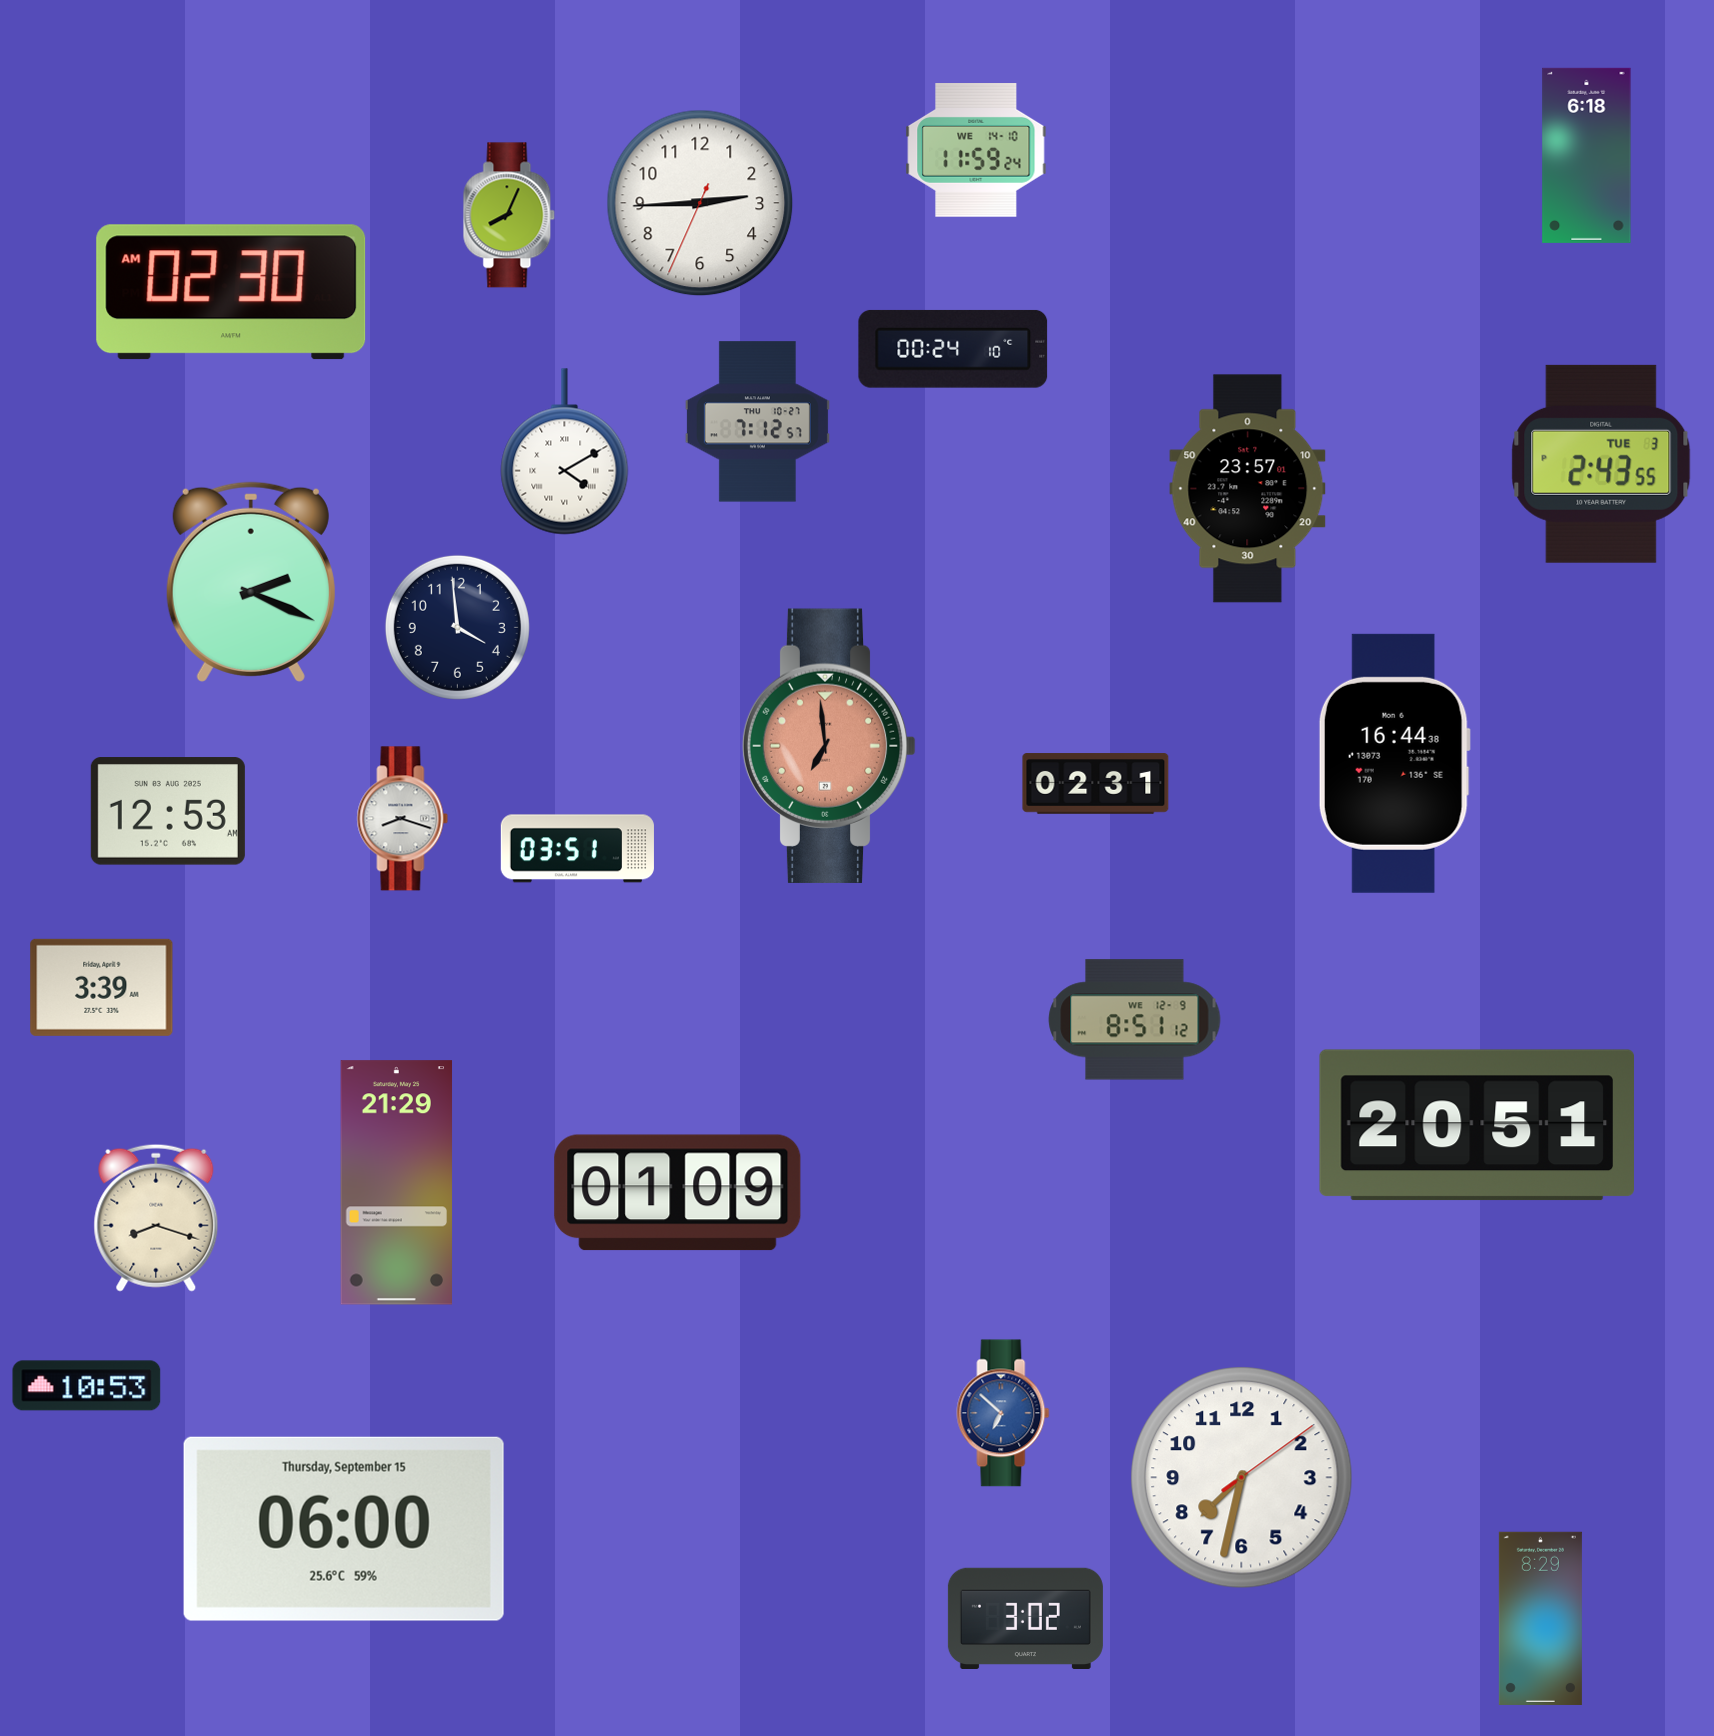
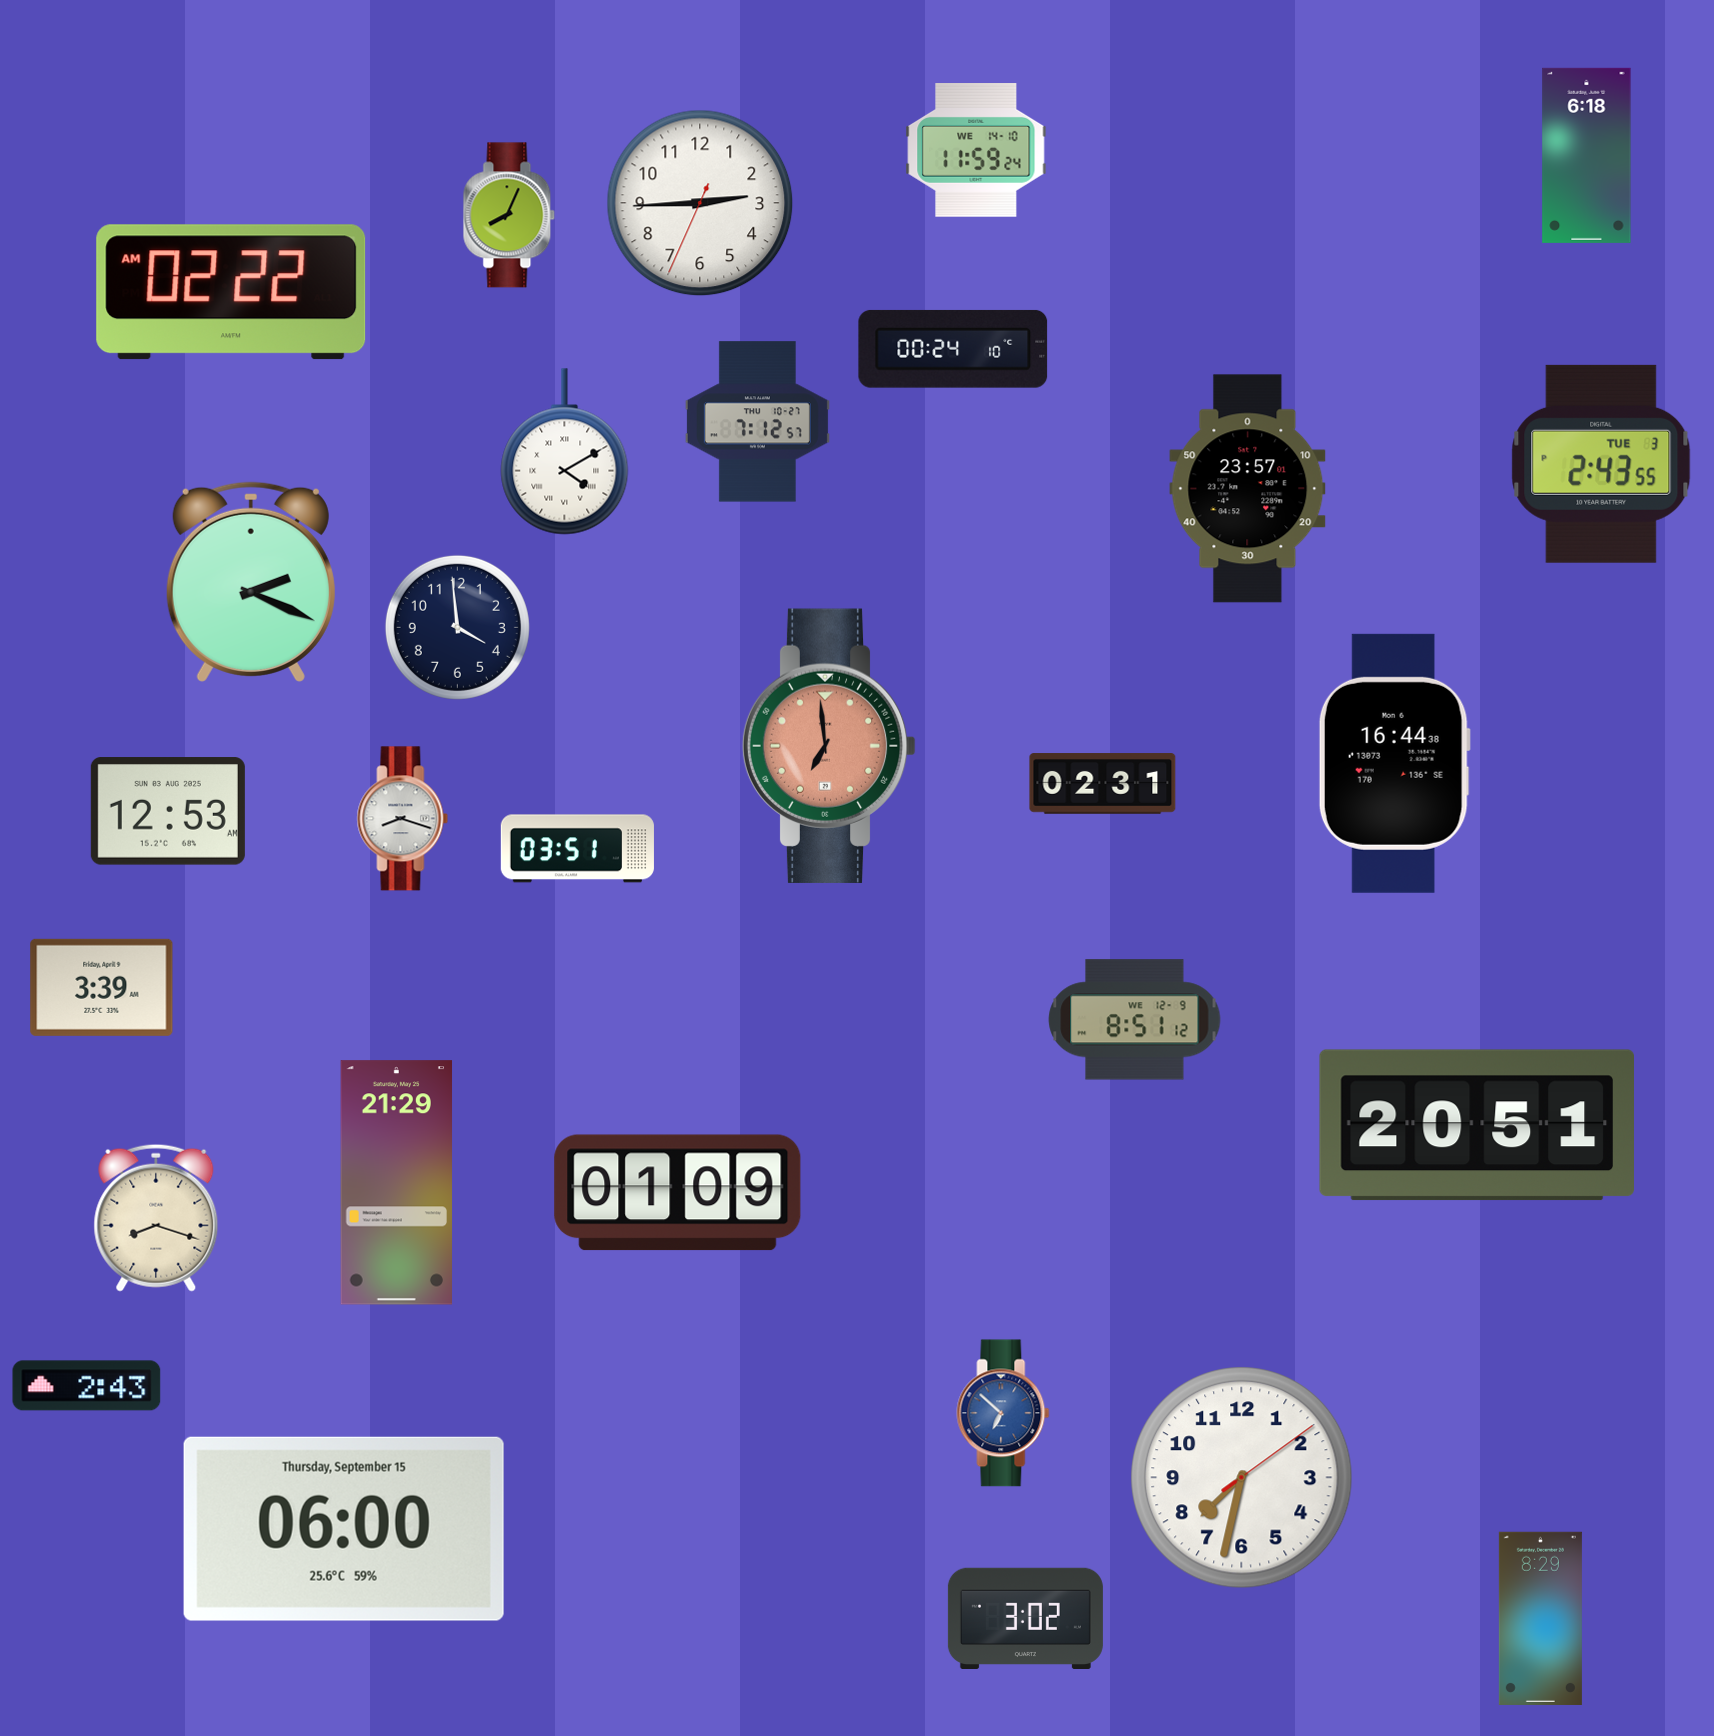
clock at (231, 292): 02:30 -> 02:22
clock at (1096, 784) position: (1096, 784) -> (1103, 784)
clock at (87, 1386): 10:53 -> 2:43
